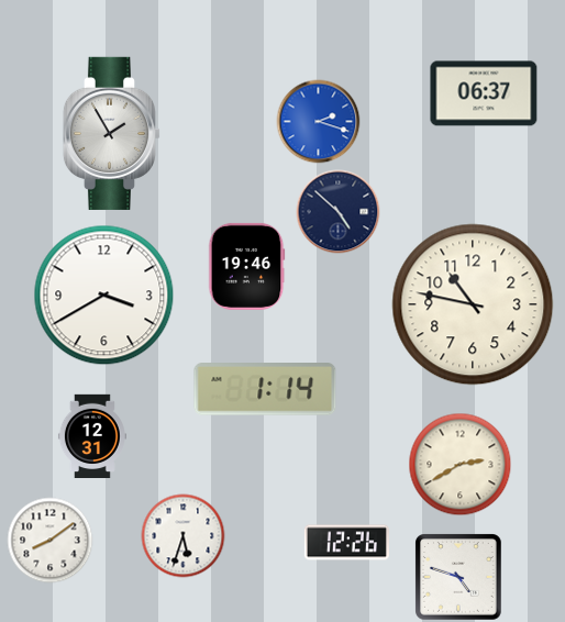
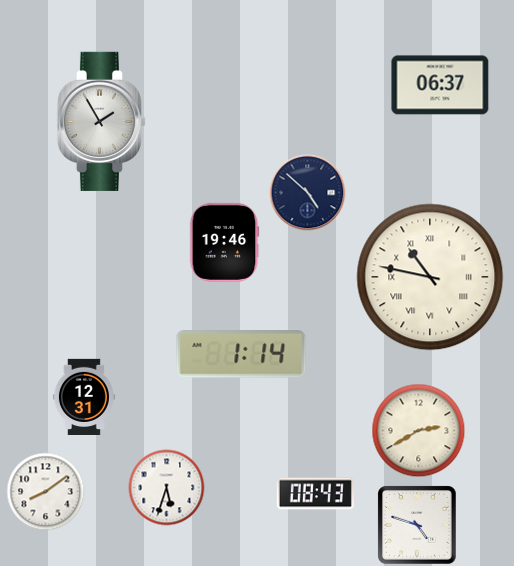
clock at (319, 122): 2:18 -> none
clock at (104, 296): 3:40 -> none
clock at (473, 304) numerals: Arabic -> Roman
clock at (461, 465) position: (461, 465) -> (419, 431)
clock at (346, 543): 12:26 -> 08:43
